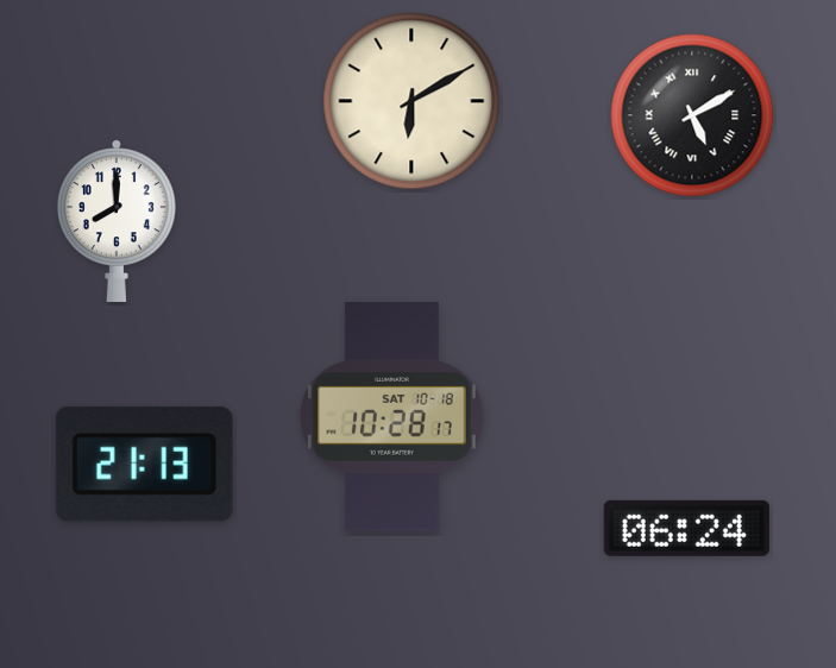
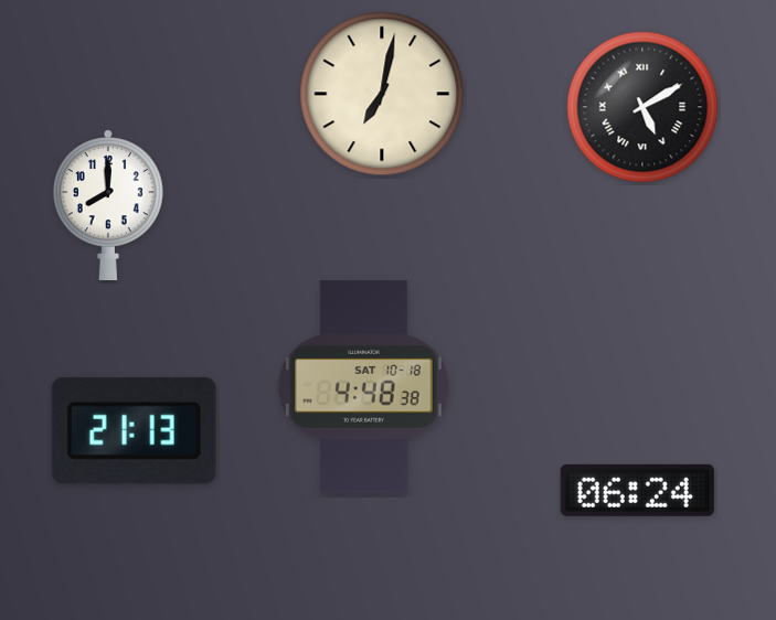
clock at (411, 101): 6:10 -> 7:02
clock at (392, 417): 10:28 -> 4:48
